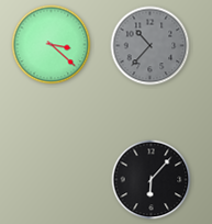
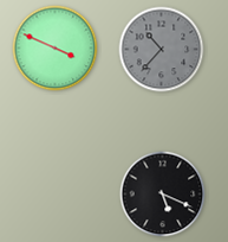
clock at (52, 45): 3:22 -> 3:49
clock at (152, 180): 6:07 -> 5:19
